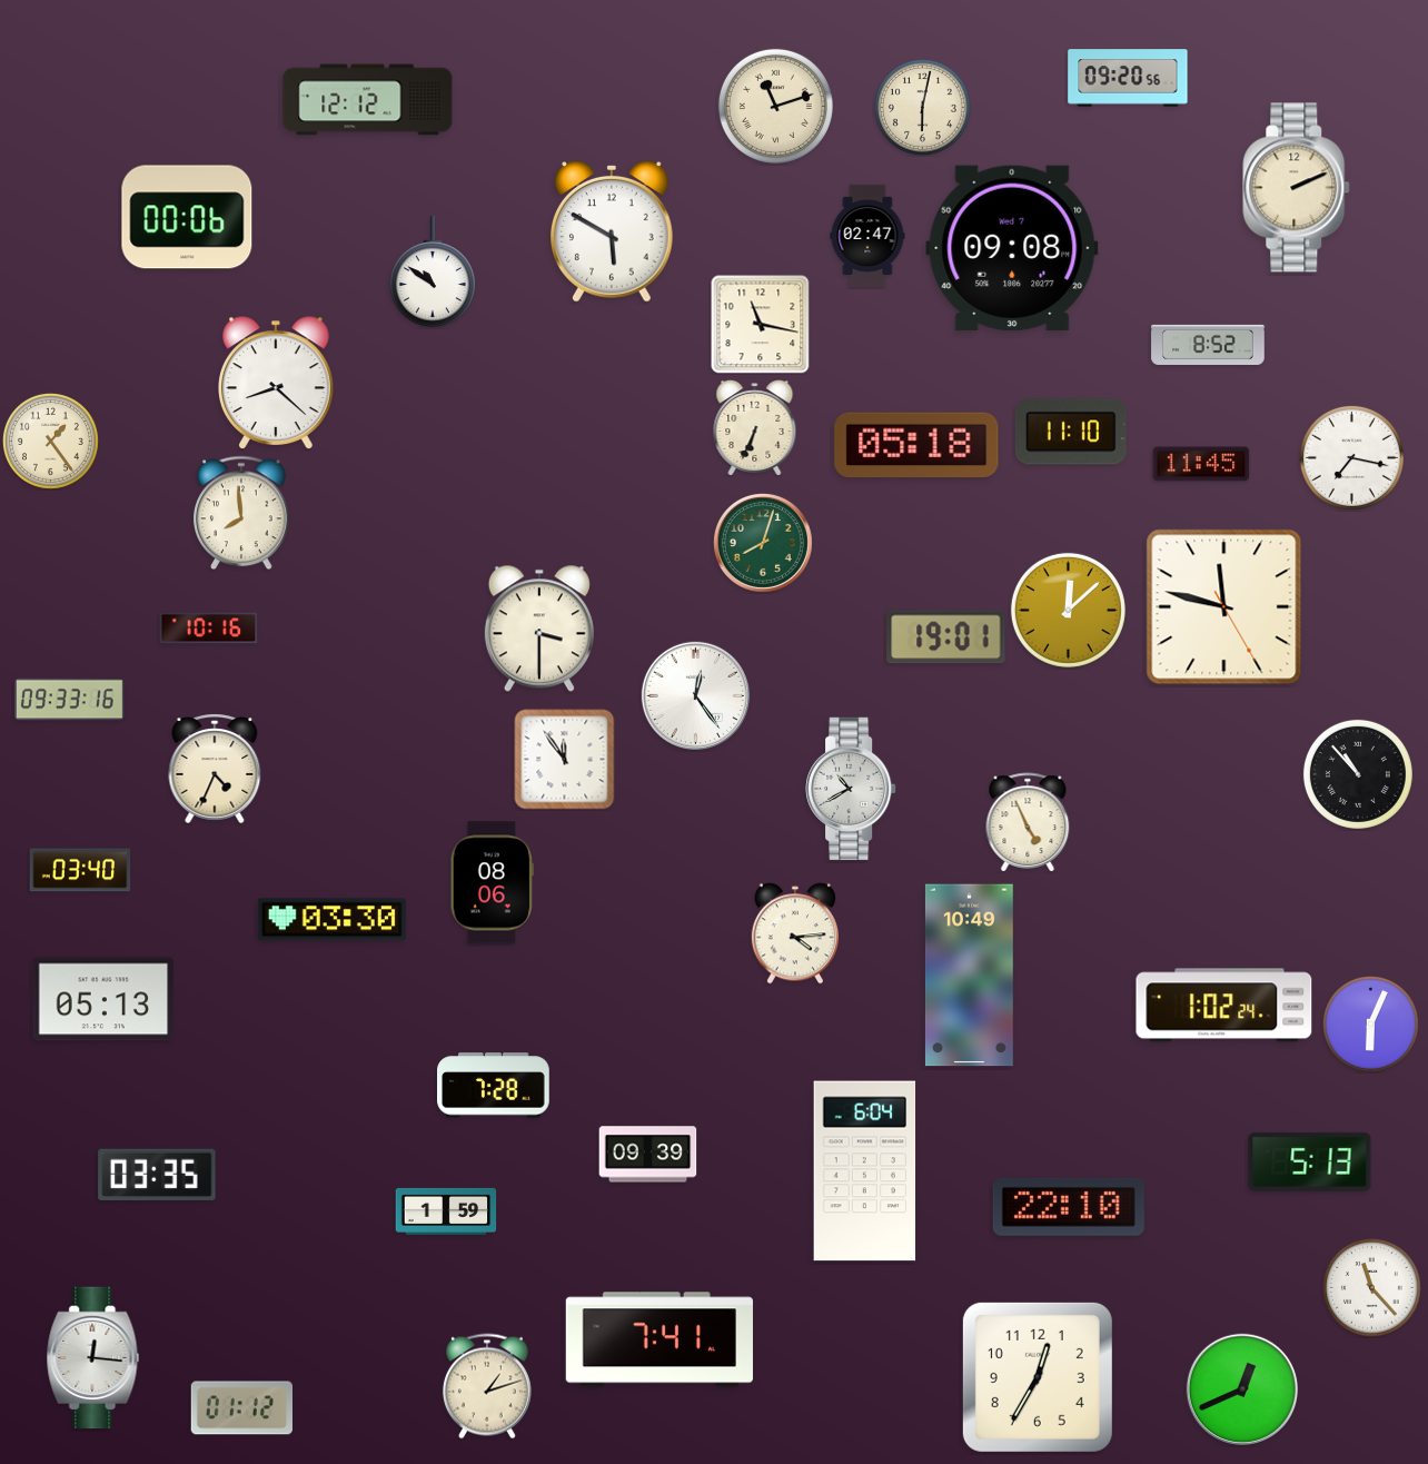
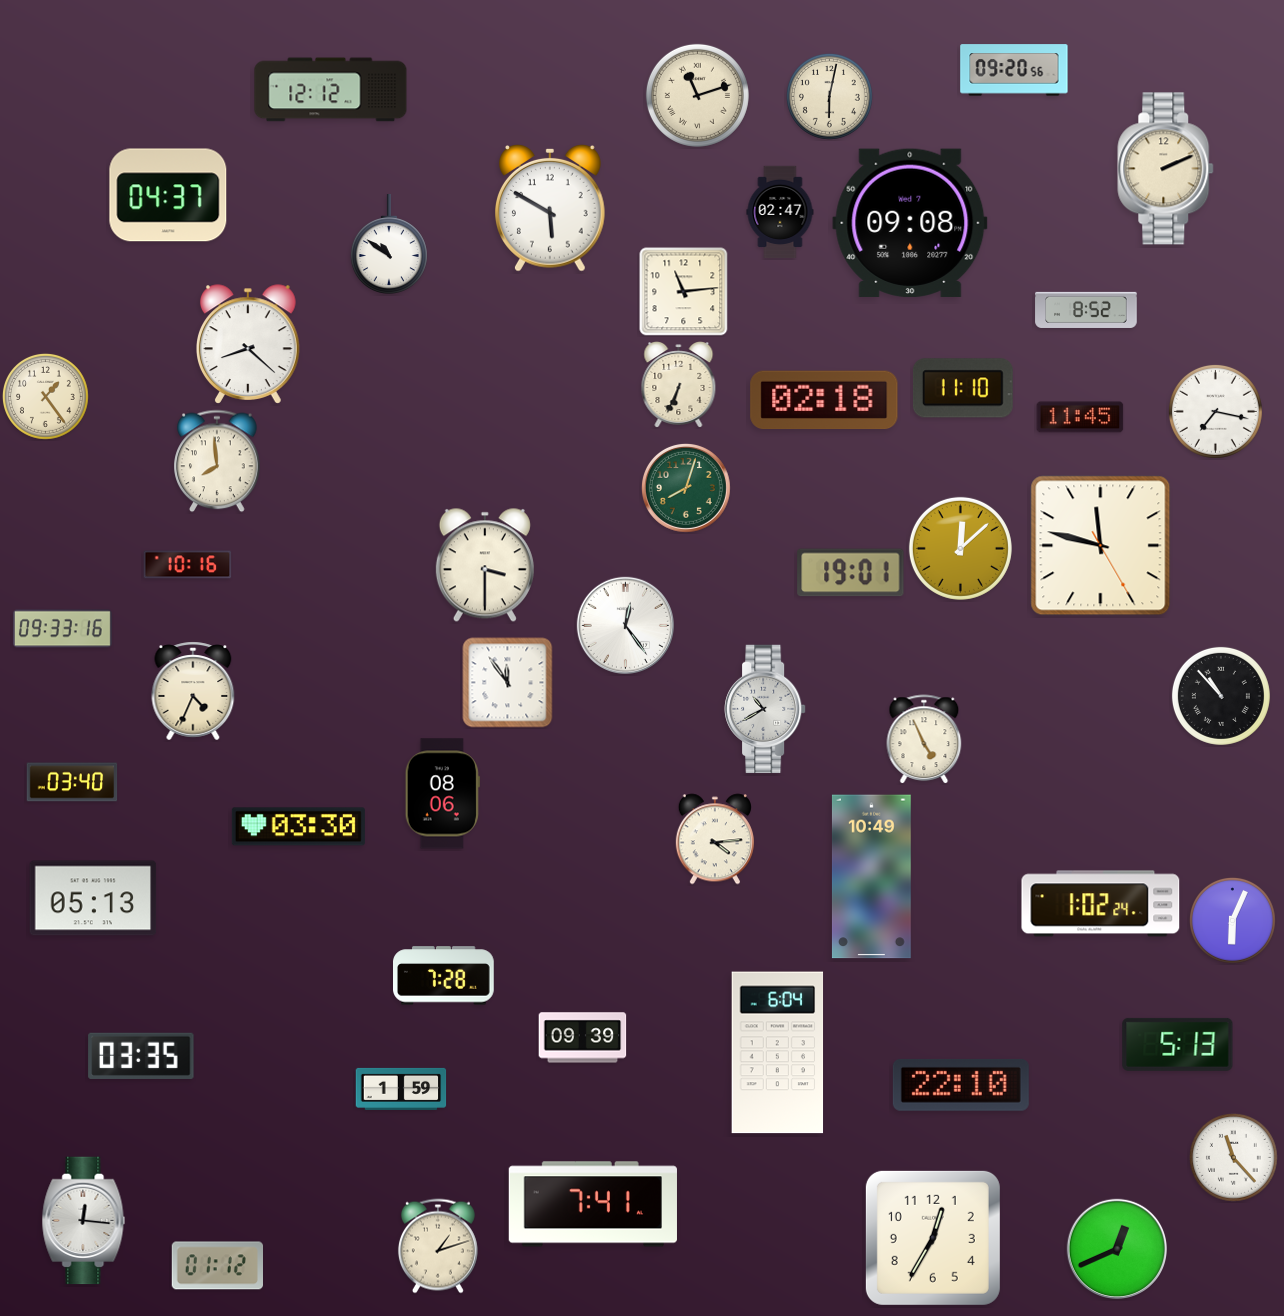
clock at (187, 217): 00:06 -> 04:37
clock at (761, 325): 11:17 -> 11:14
clock at (916, 445): 05:18 -> 02:18
